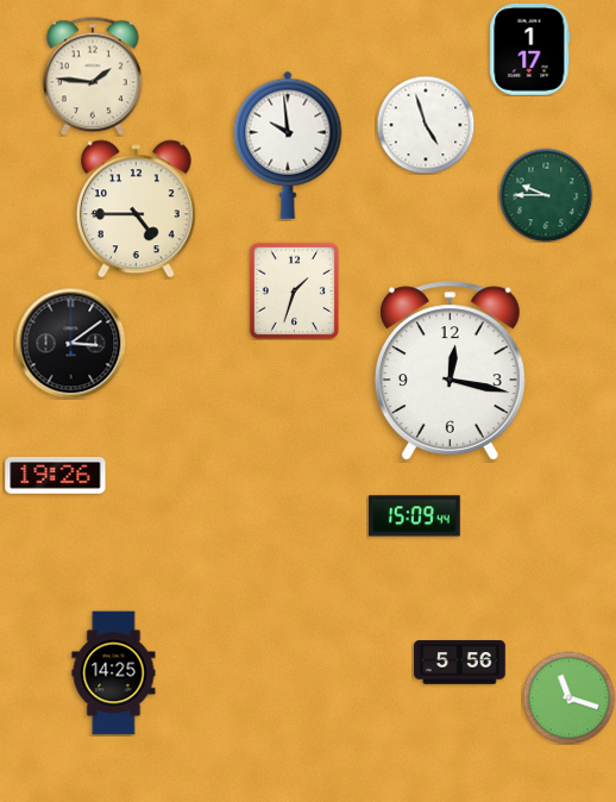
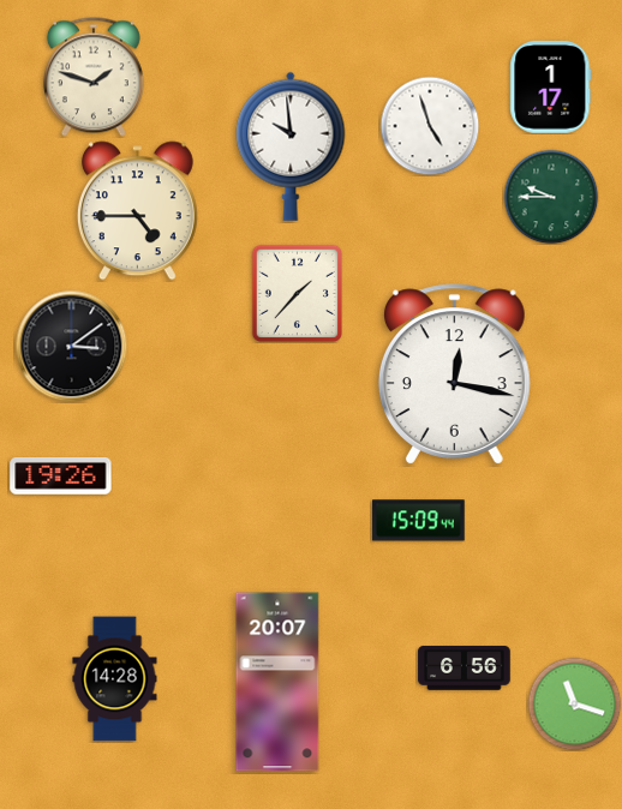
clock at (530, 50) position: (530, 50) -> (551, 88)
clock at (93, 76): 1:46 -> 1:48
clock at (294, 290): 1:33 -> 1:37
clock at (56, 476) position: (56, 476) -> (61, 477)
clock at (460, 663): 5:56 -> 6:56
clock at (114, 673): 14:25 -> 14:28
clock at (277, 682): none -> 20:07
